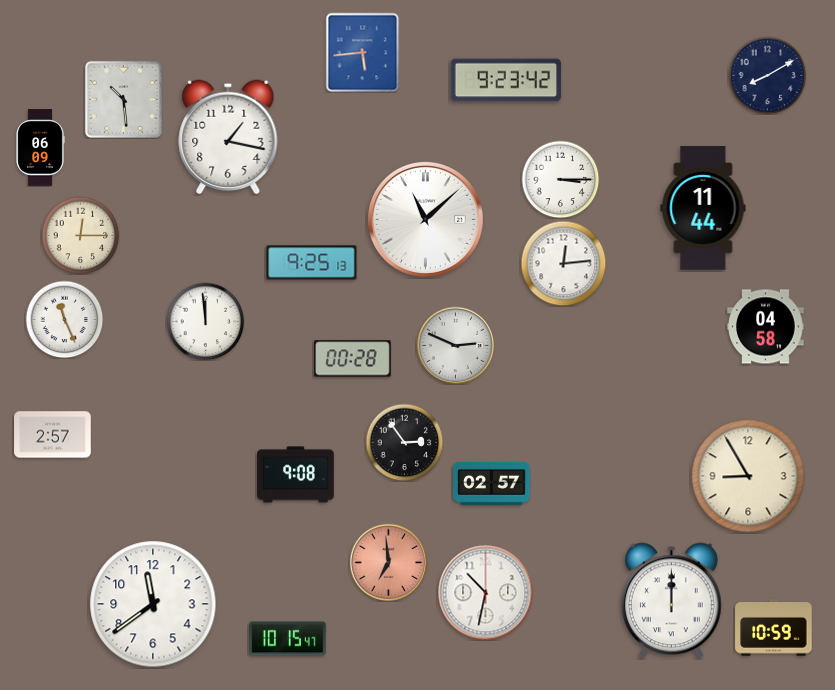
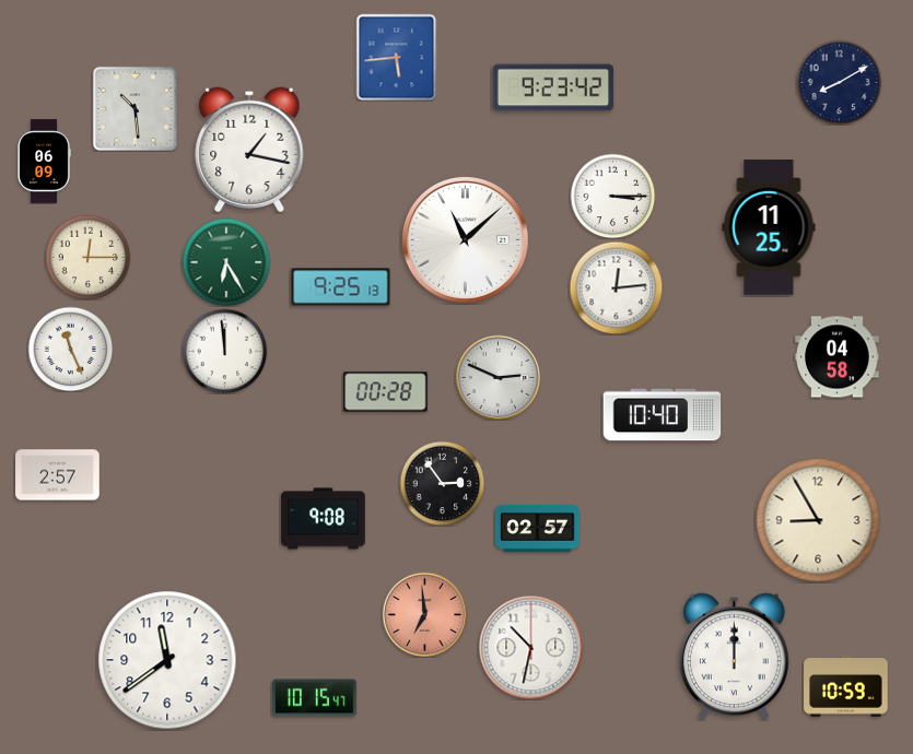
clock at (703, 208): 11:44 -> 11:25
clock at (226, 262): none -> 6:25
clock at (663, 415): none -> 10:40
